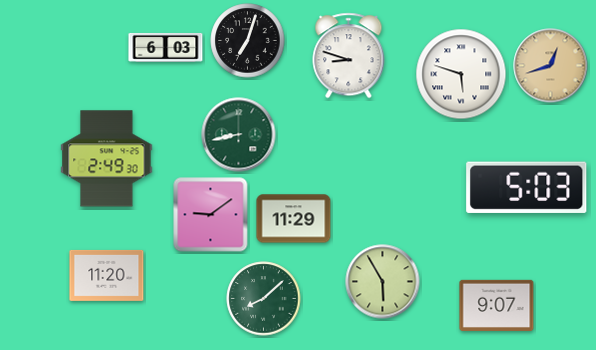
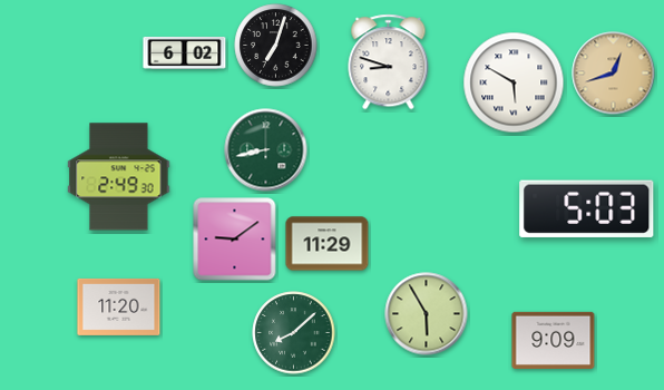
clock at (166, 48): 6:03 -> 6:02
clock at (461, 74): 5:48 -> 5:50
clock at (497, 305): 9:07 -> 9:09
